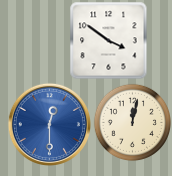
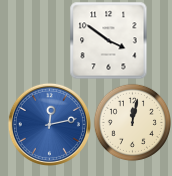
clock at (49, 124): 12:30 -> 12:13
